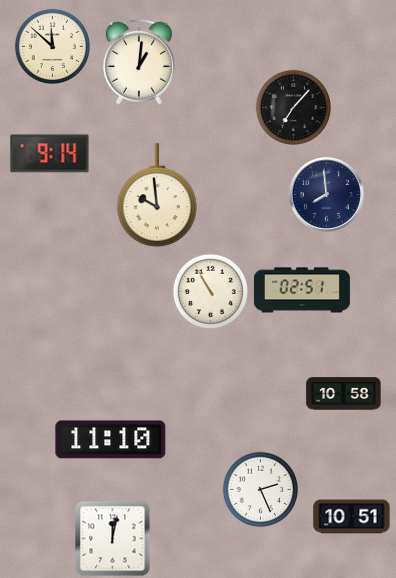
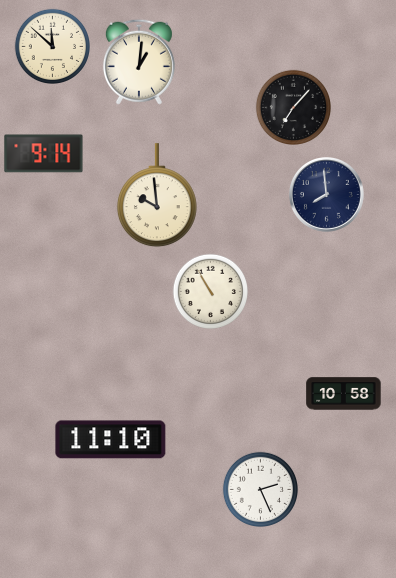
clock at (50, 154) position: (50, 154) -> (44, 154)
clock at (302, 290): 02:51 -> none
clock at (352, 517): 10:51 -> none
clock at (113, 539): 12:02 -> none
